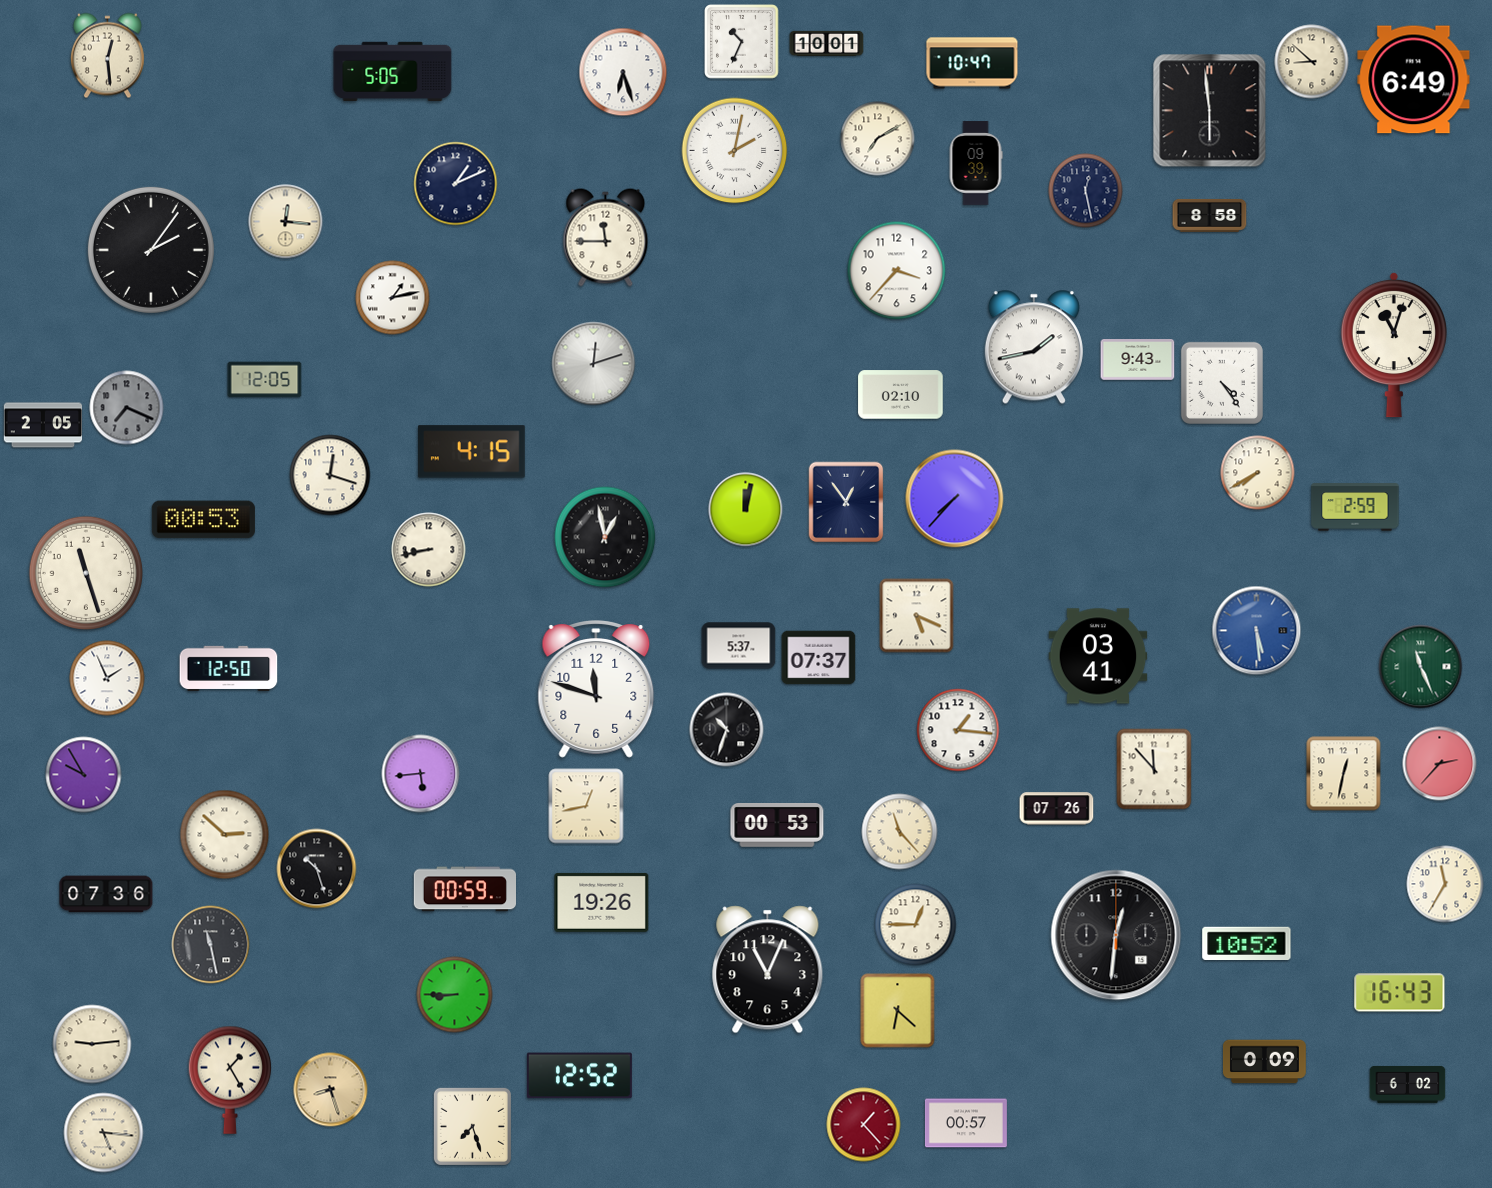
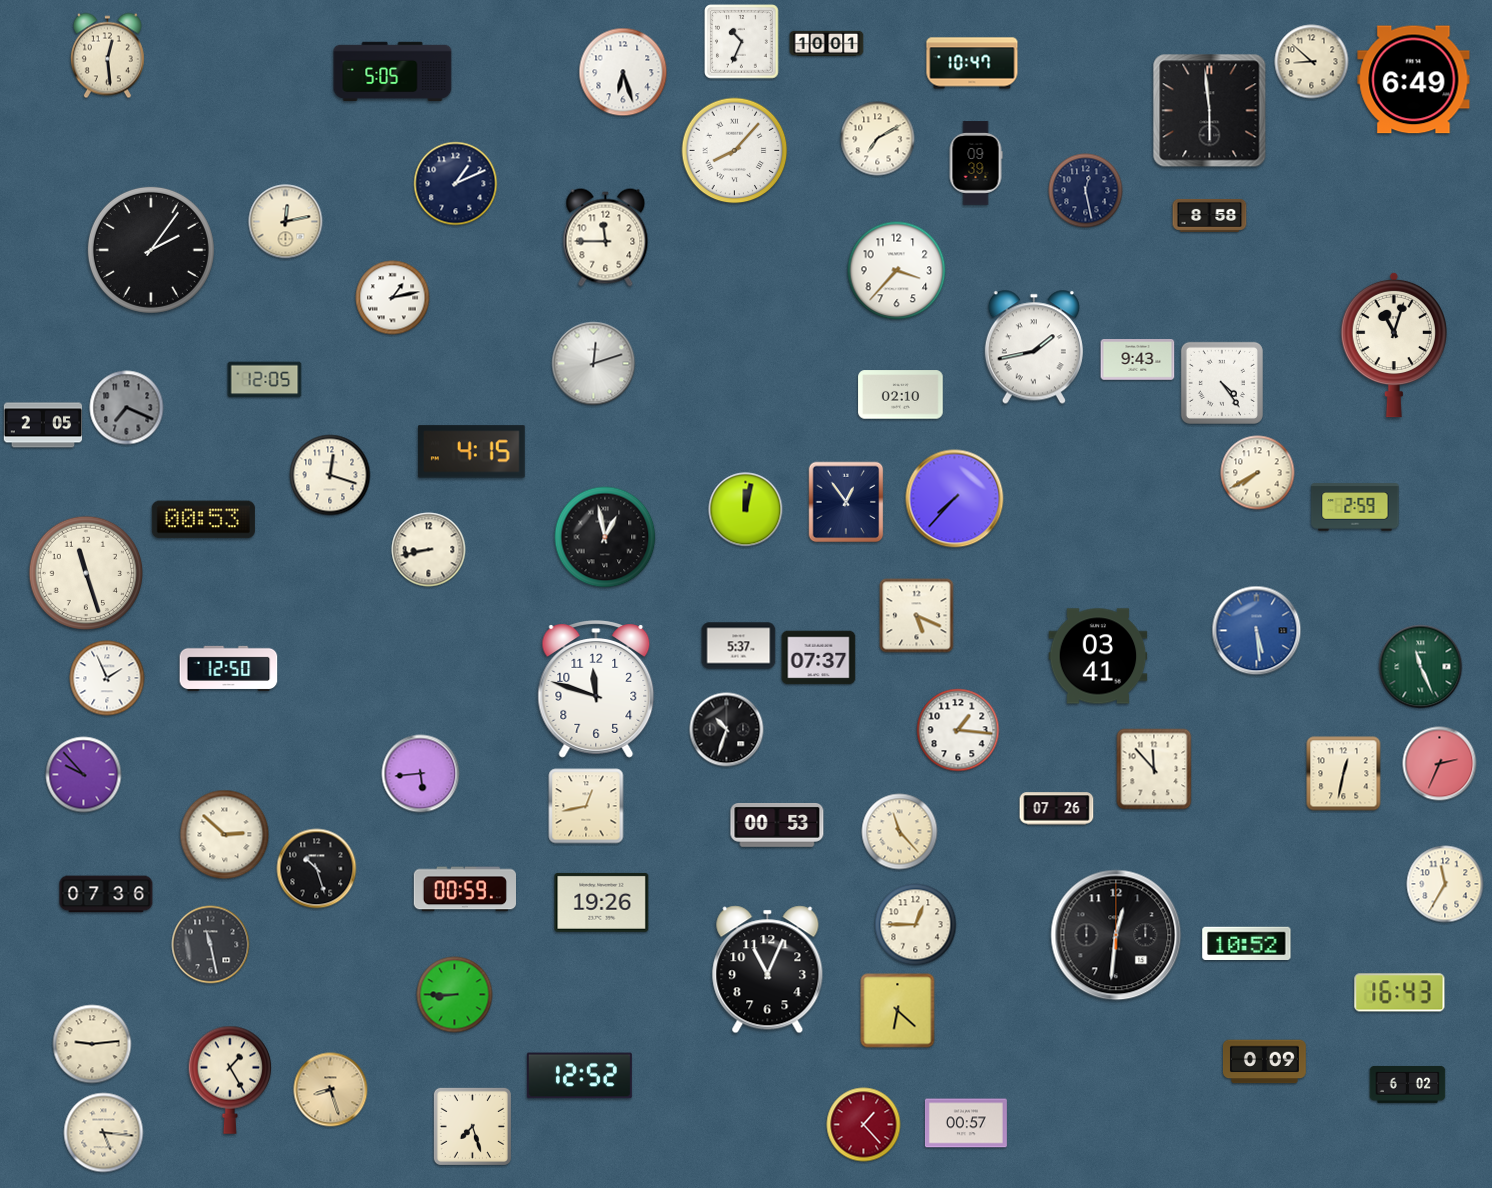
clock at (735, 151): 2:02 -> 8:07
clock at (286, 222): 12:16 -> 12:13
clock at (1440, 764): 2:37 -> 2:34
clock at (84, 775): 9:55 -> 9:53
